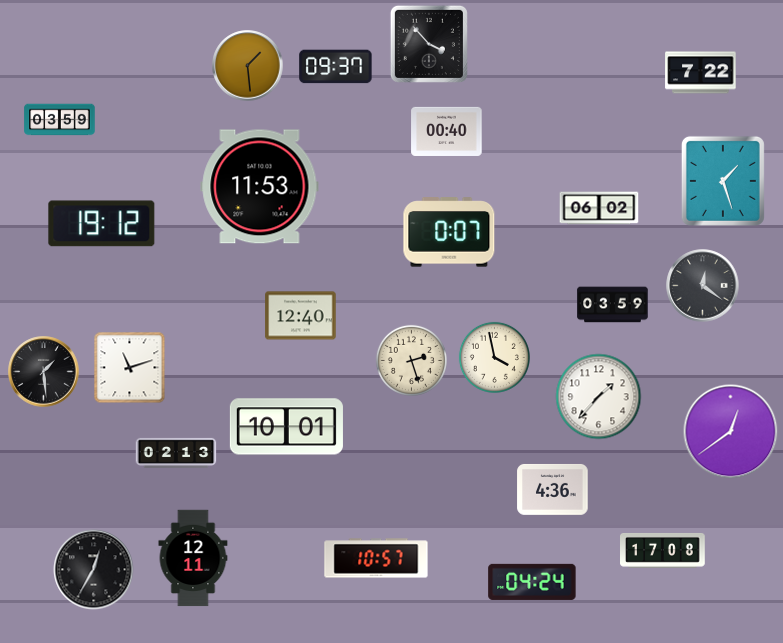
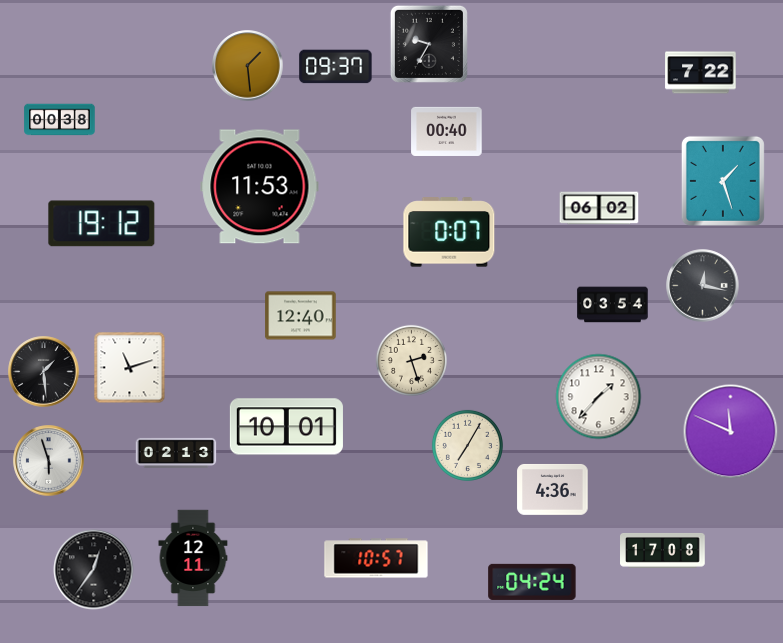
clock at (429, 44): 3:53 -> 9:35
clock at (60, 120): 03:59 -> 00:38
clock at (703, 286): 12:21 -> 12:17
clock at (613, 305): 03:59 -> 03:54
clock at (494, 357): 3:58 -> none
clock at (731, 432): 12:39 -> 11:49
clock at (467, 445): none -> 7:05
clock at (49, 461): none -> 5:57
clock at (94, 570): 12:35 -> 12:36
